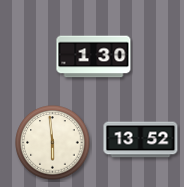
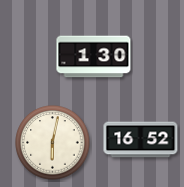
clock at (141, 140): 13:52 -> 16:52
clock at (53, 143): 5:59 -> 6:02
